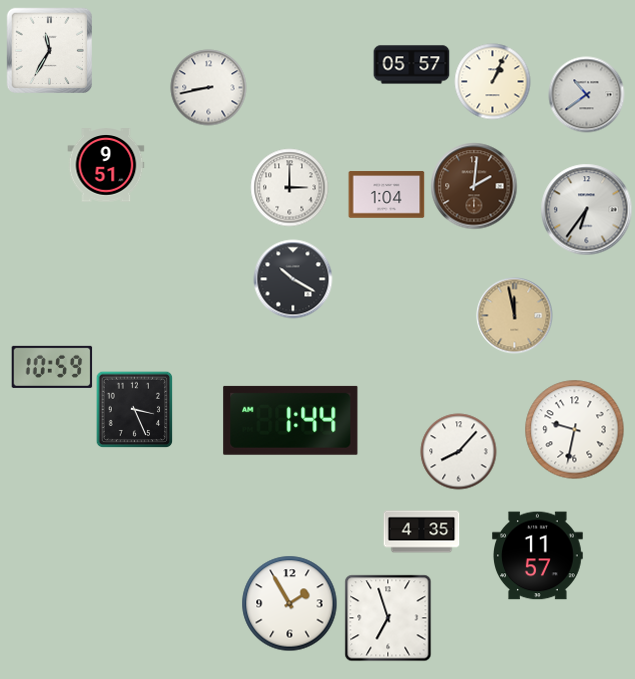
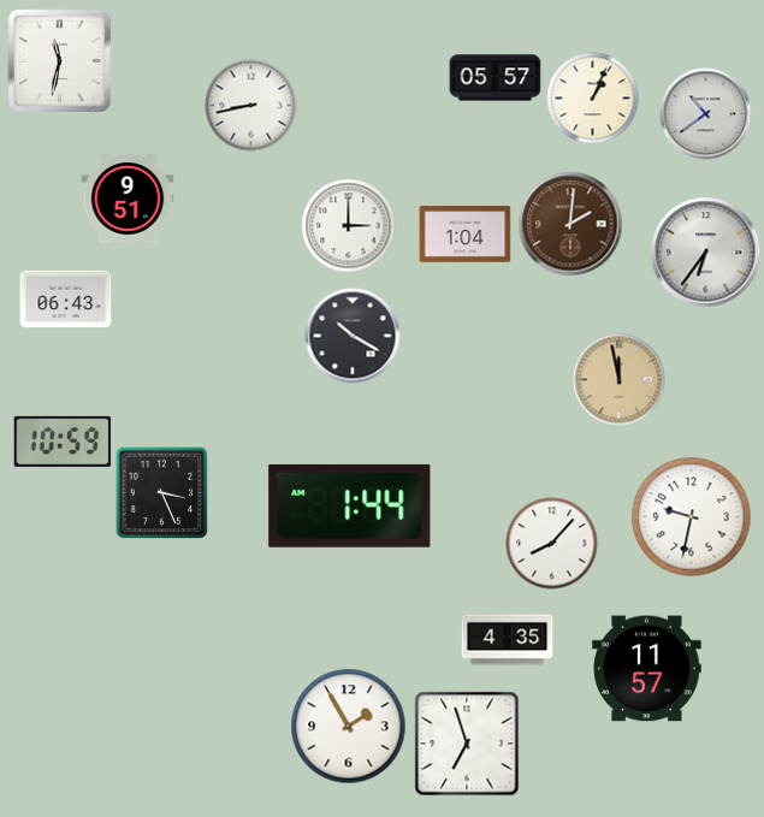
clock at (49, 50): 11:35 -> 11:32
clock at (66, 300): none -> 06:43
